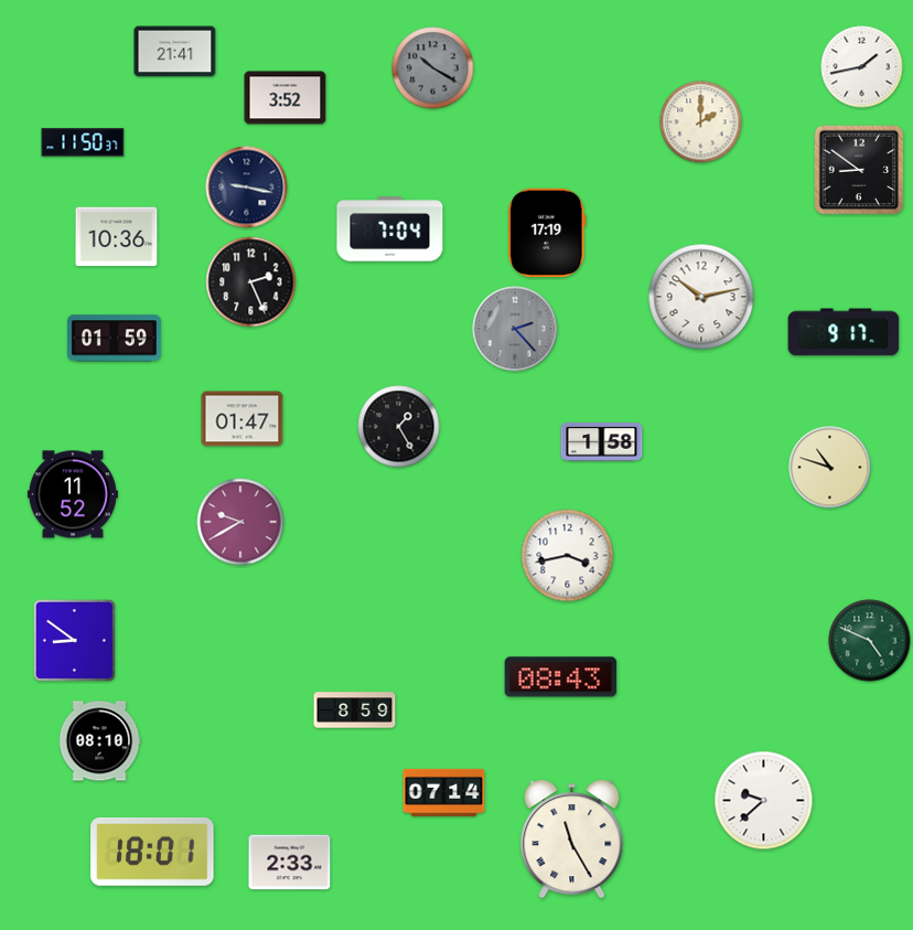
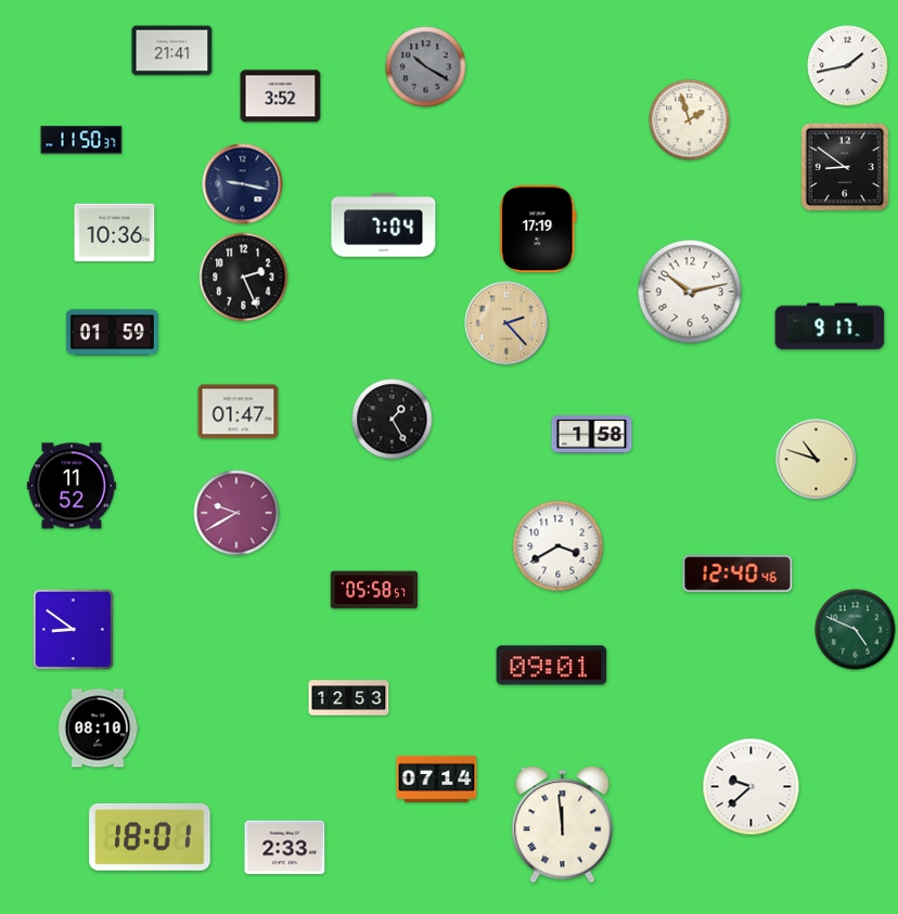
clock at (701, 122): 2:00 -> 1:57
clock at (251, 282) position: (251, 282) -> (244, 278)
clock at (515, 329) dial: grey -> champagne
clock at (568, 556): 3:43 -> 3:40
clock at (737, 575): none -> 12:40
clock at (374, 590): none -> 05:58
clock at (561, 677): 08:43 -> 09:01
clock at (355, 710): 8:59 -> 12:53
clock at (572, 840): 11:25 -> 11:59
